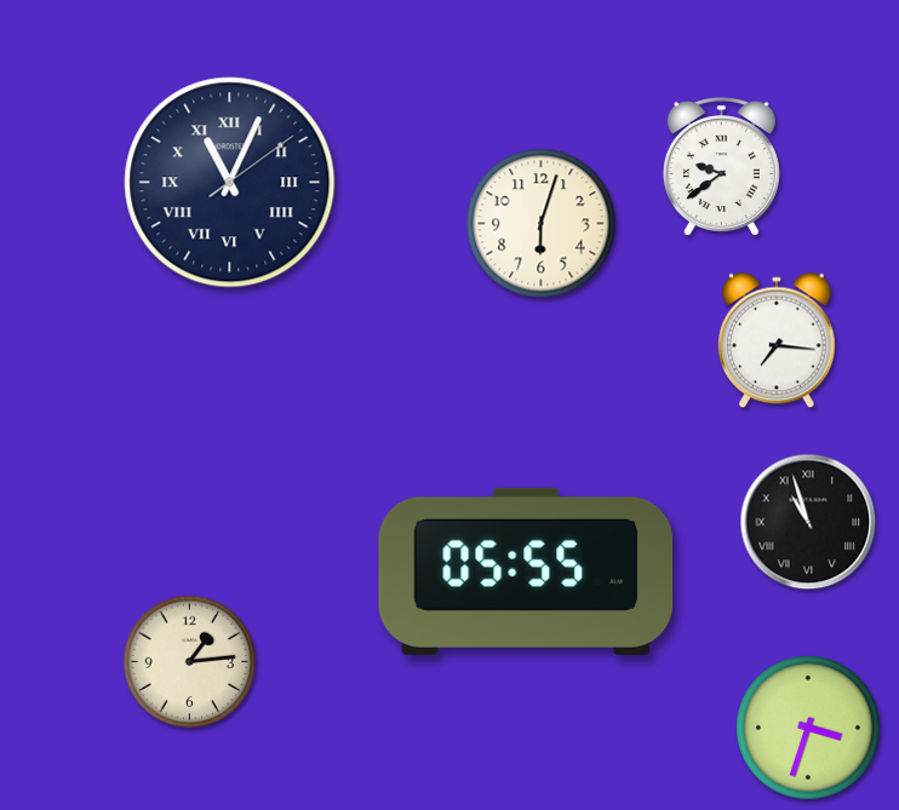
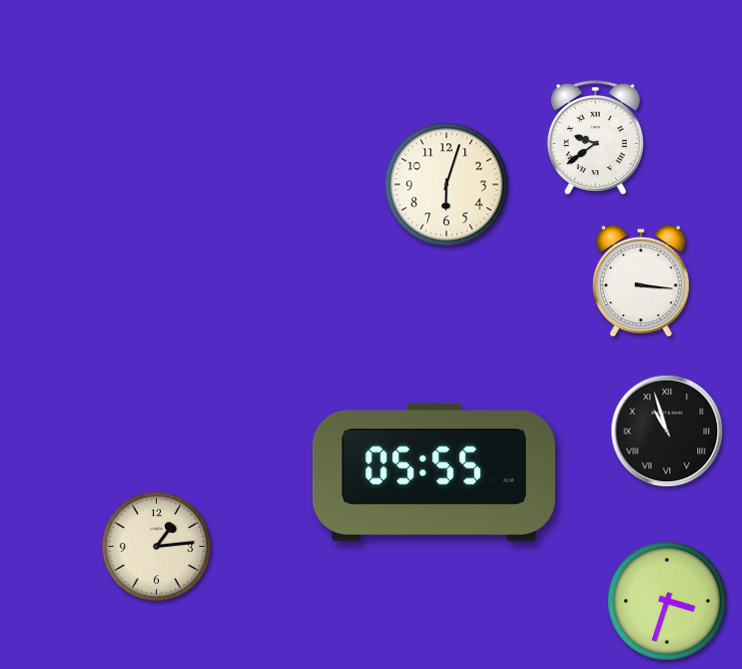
clock at (230, 183): 11:04 -> none
clock at (778, 340): 7:16 -> 3:16
